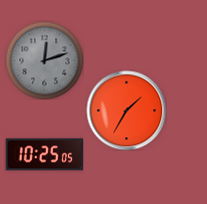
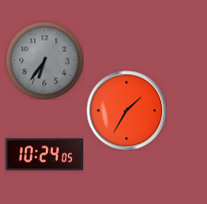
clock at (44, 60): 12:12 -> 6:36
clock at (44, 155): 10:25 -> 10:24
